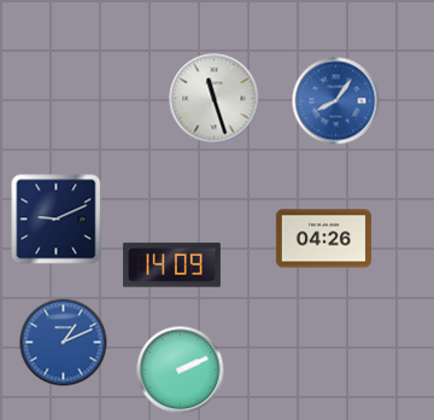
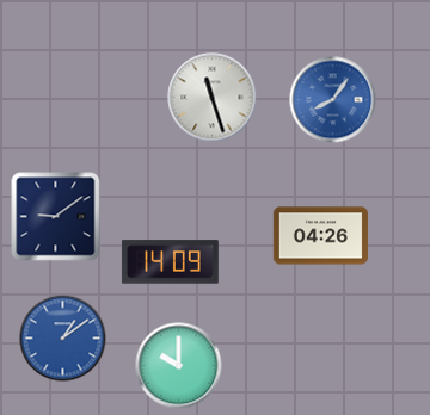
clock at (57, 220): 9:11 -> 9:09
clock at (64, 343): 1:11 -> 1:09
clock at (181, 371): 2:11 -> 10:00
